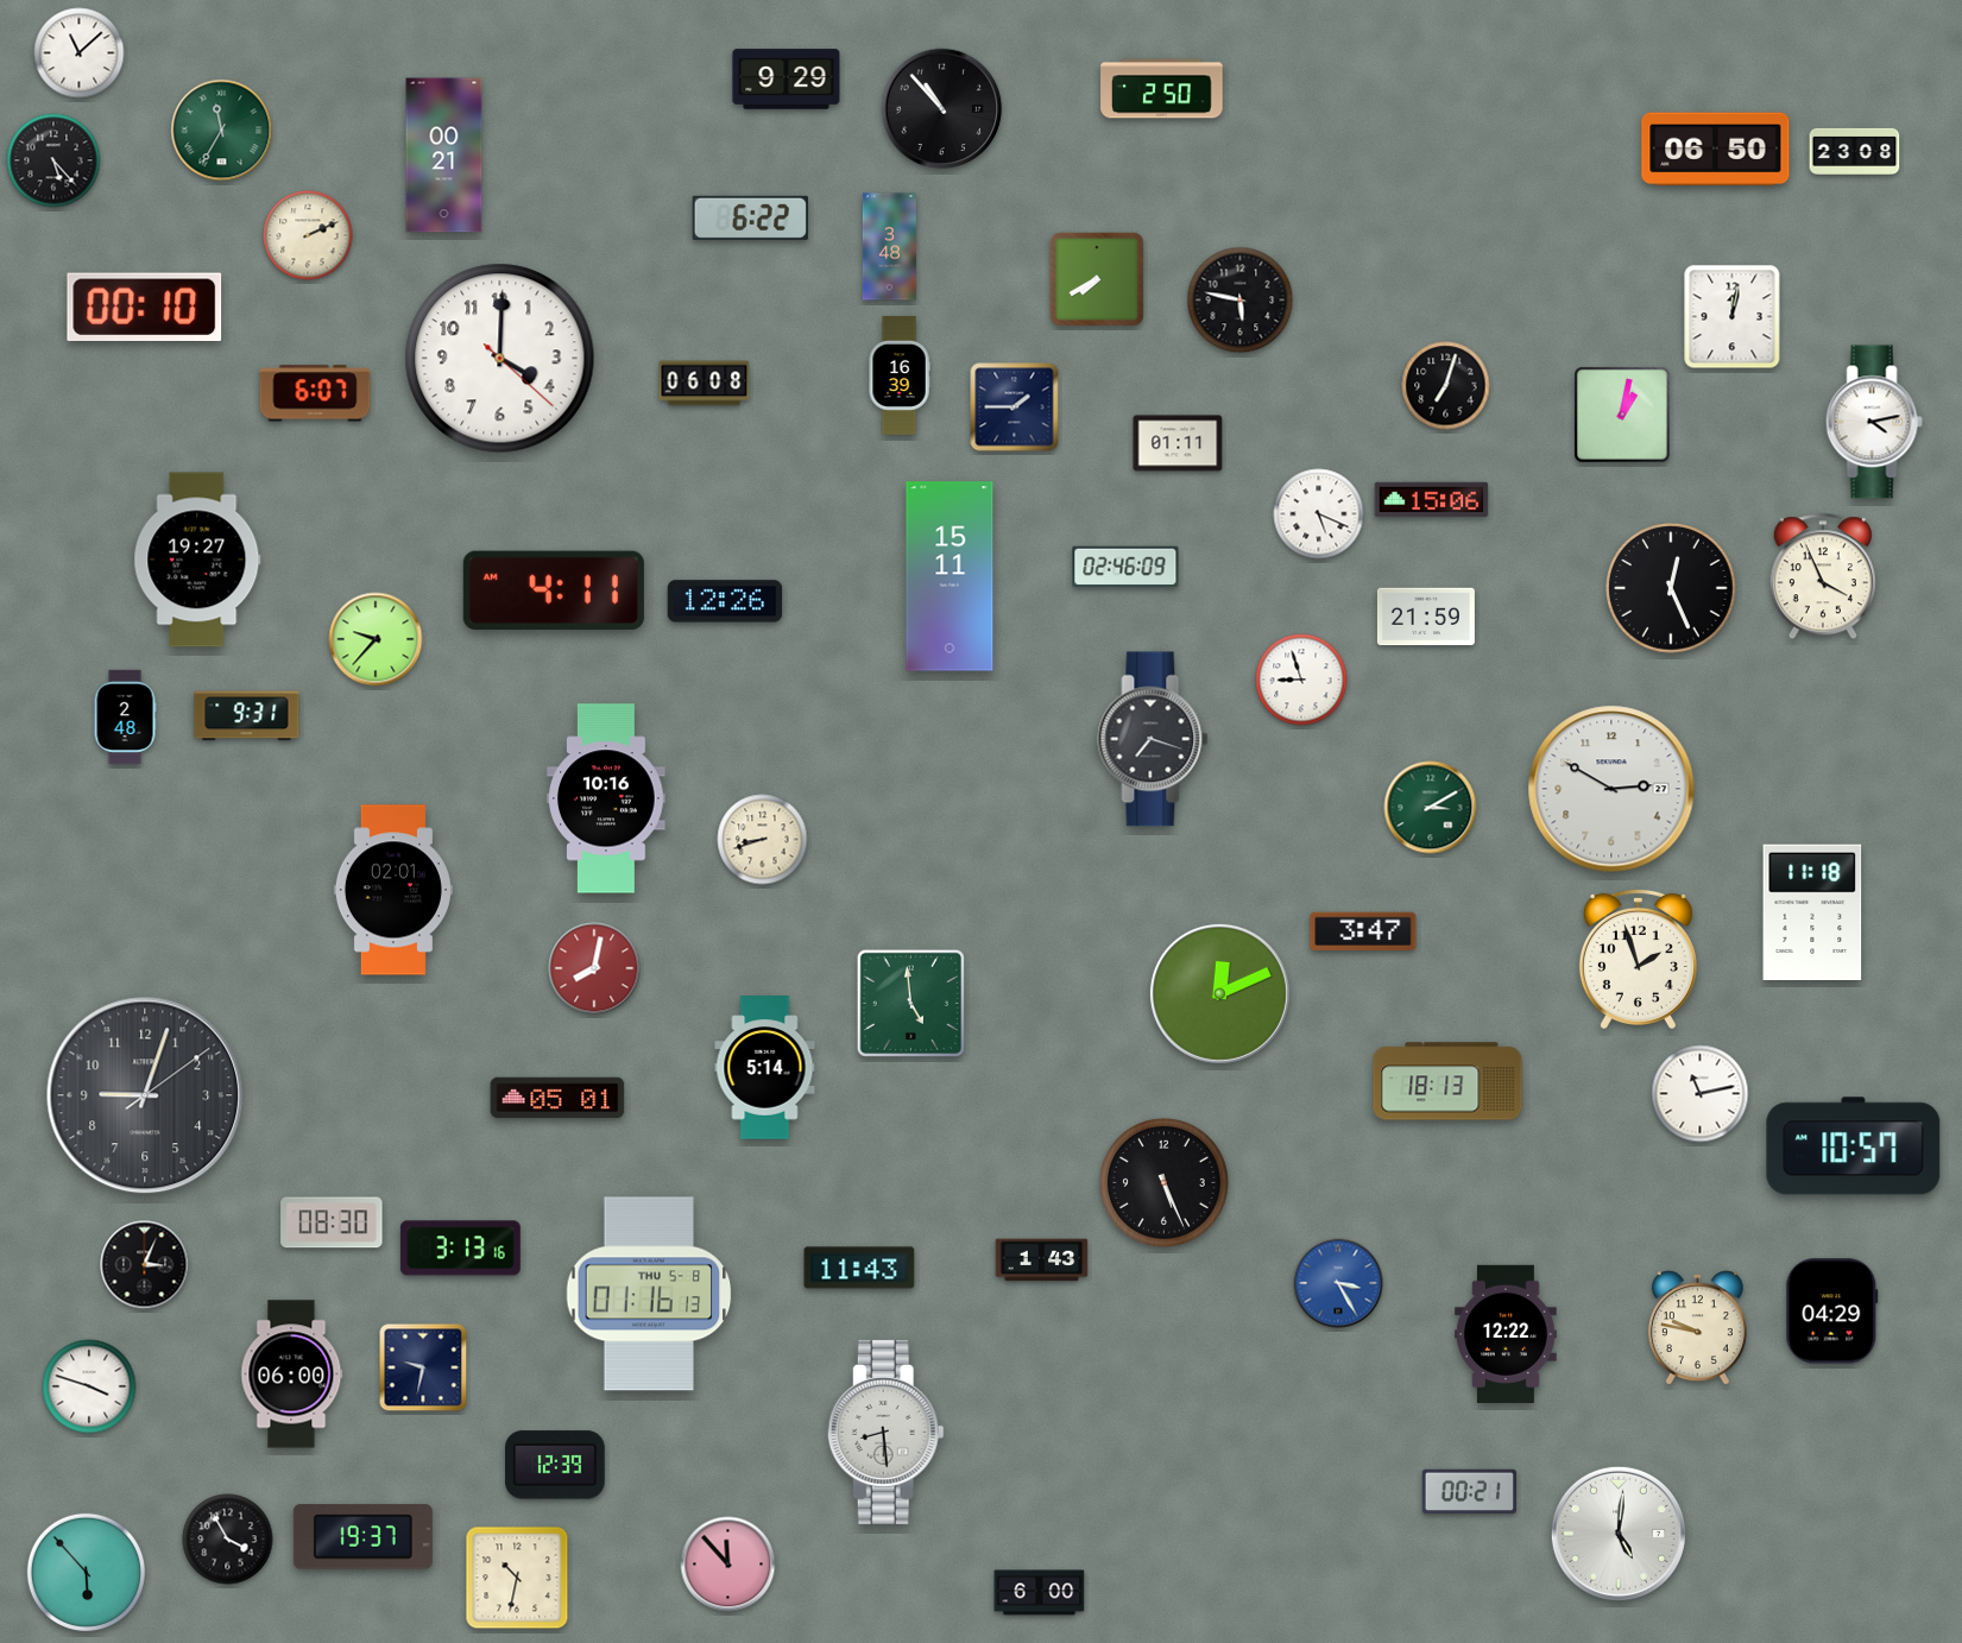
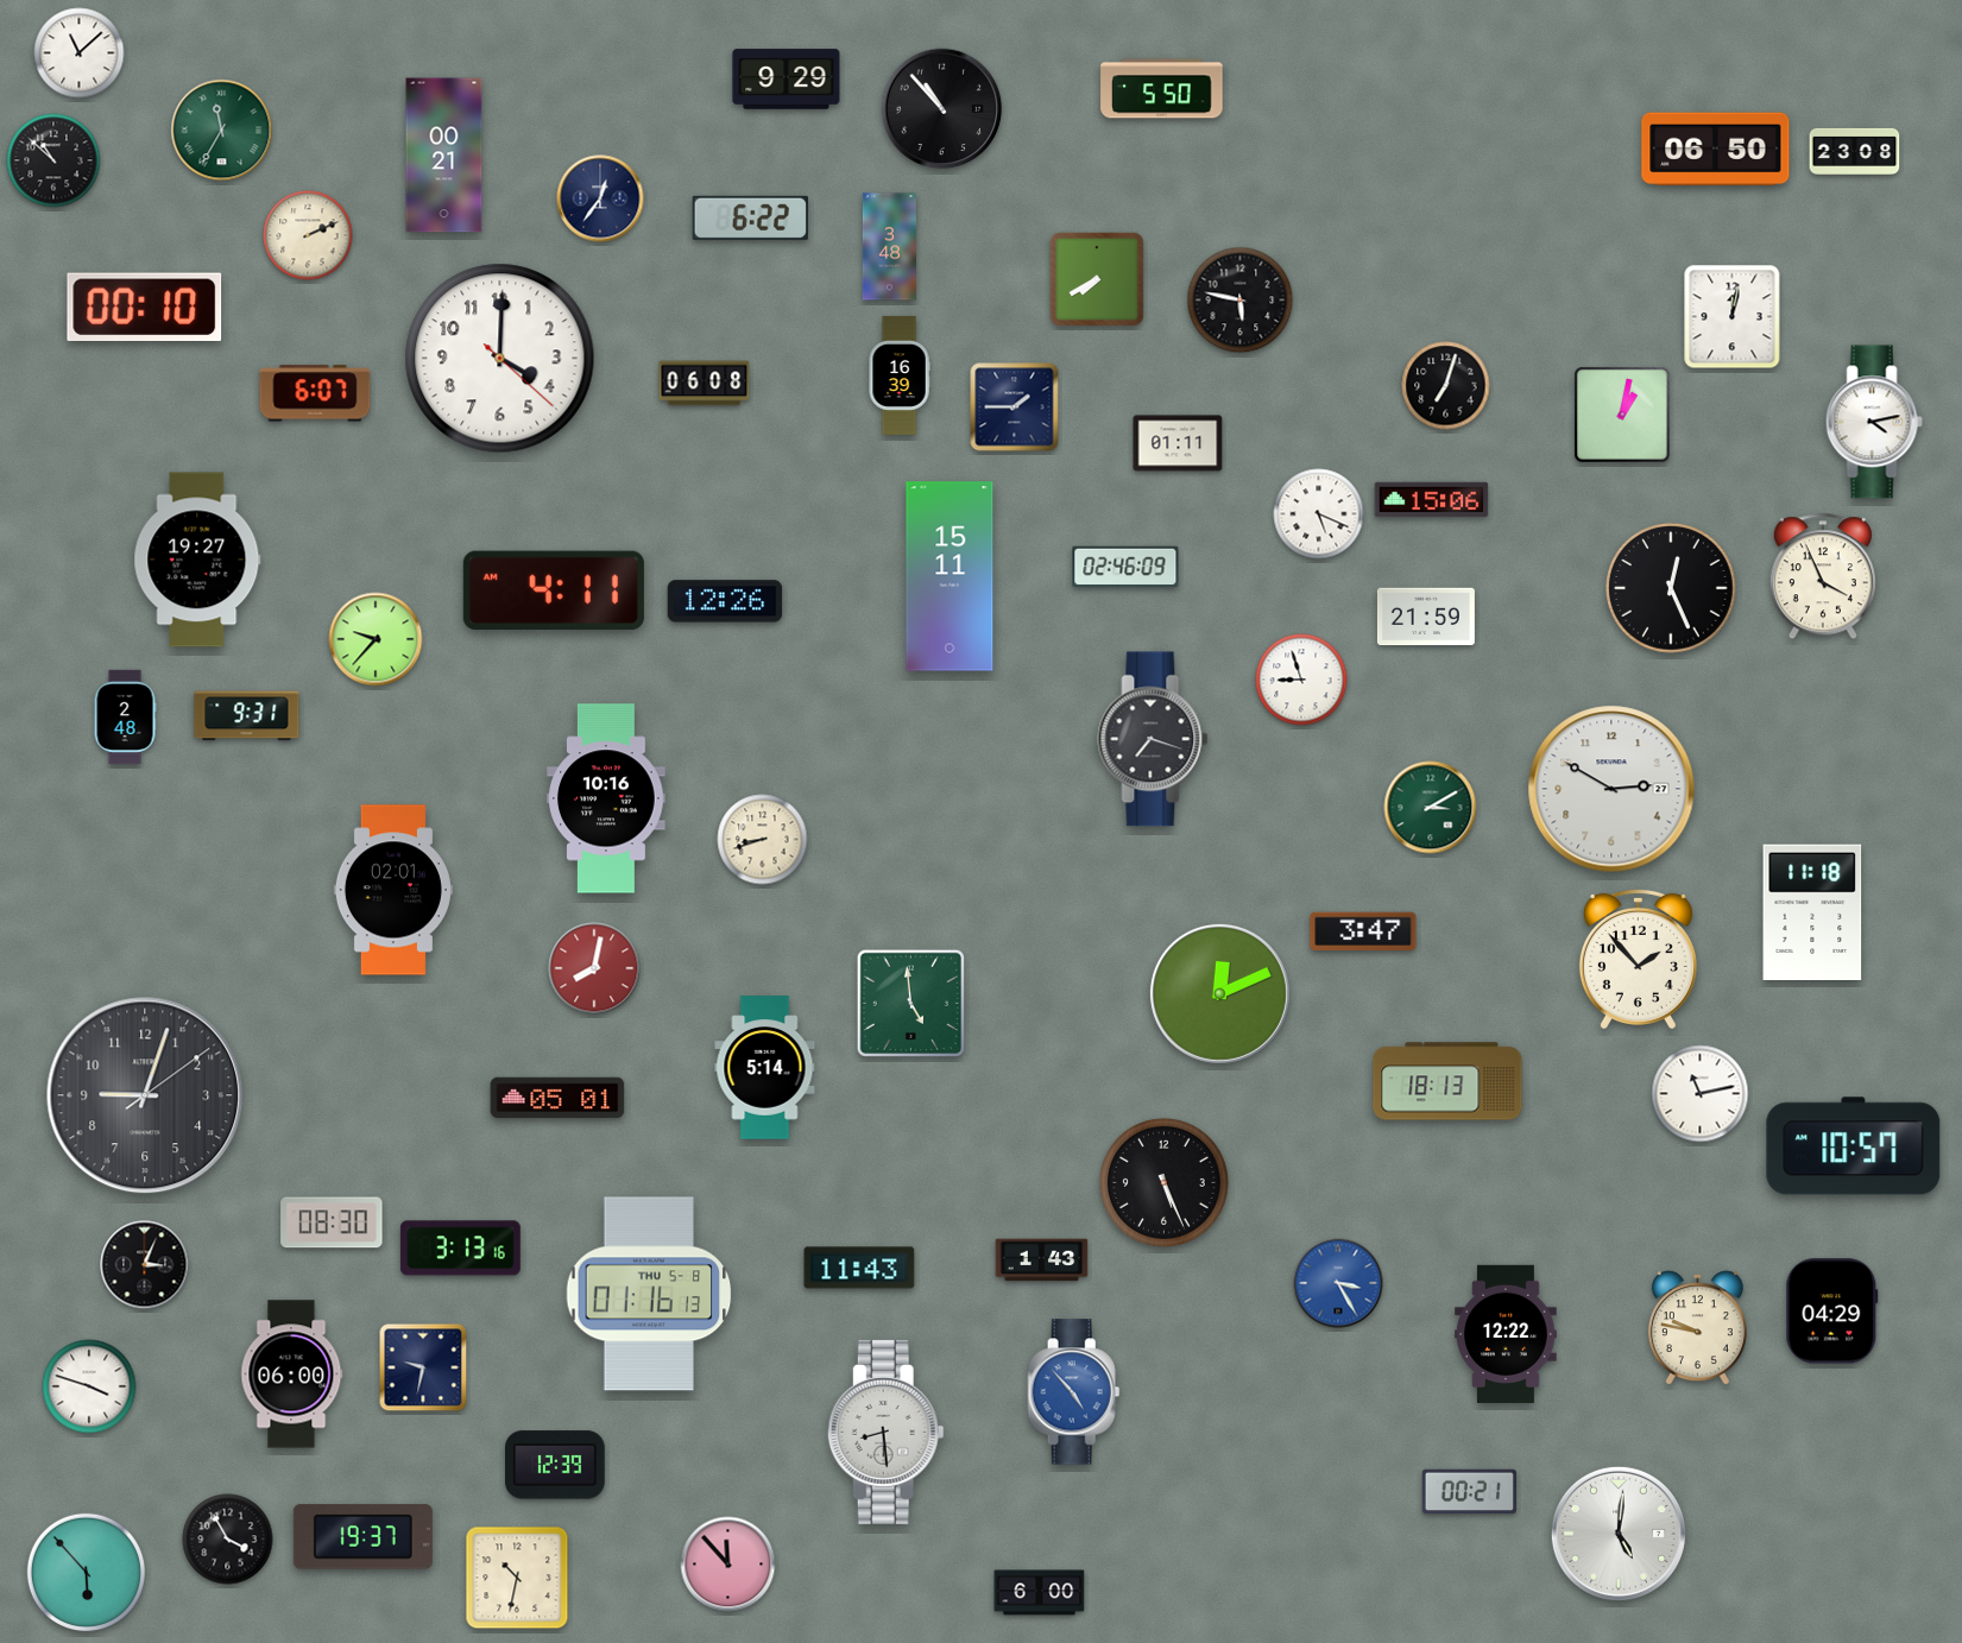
clock at (1162, 89): 2:50 -> 5:50
clock at (53, 160): 5:23 -> 10:52
clock at (600, 198): none -> 12:36
clock at (1638, 959): 1:57 -> 1:53
clock at (1074, 1392): none -> 4:53
